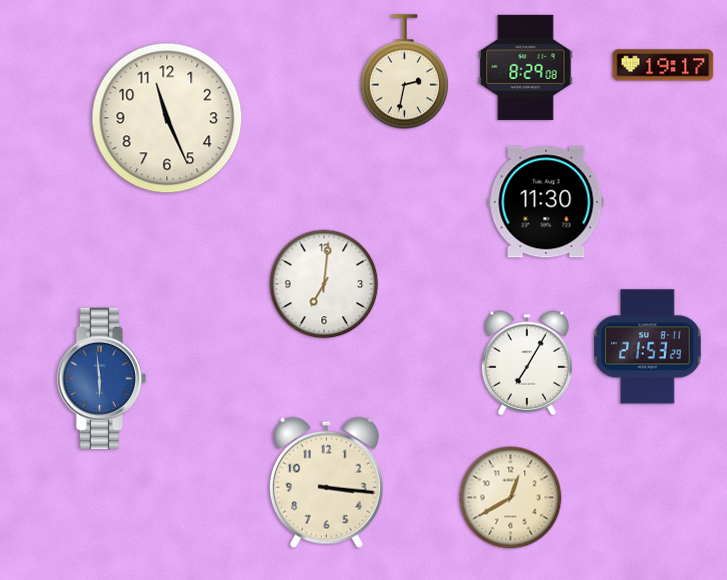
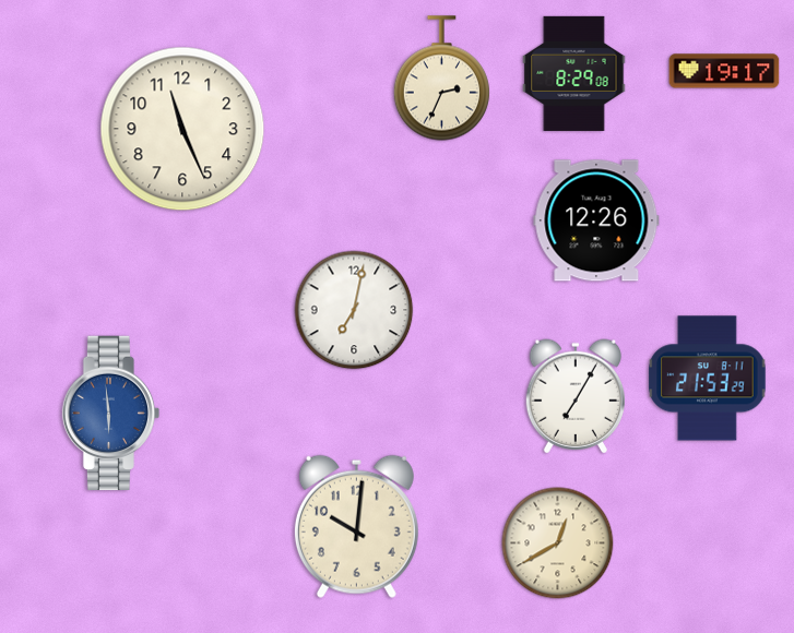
clock at (404, 72): 2:32 -> 2:34
clock at (546, 202): 11:30 -> 12:26
clock at (324, 284): 7:01 -> 7:02
clock at (326, 482): 3:16 -> 10:01
